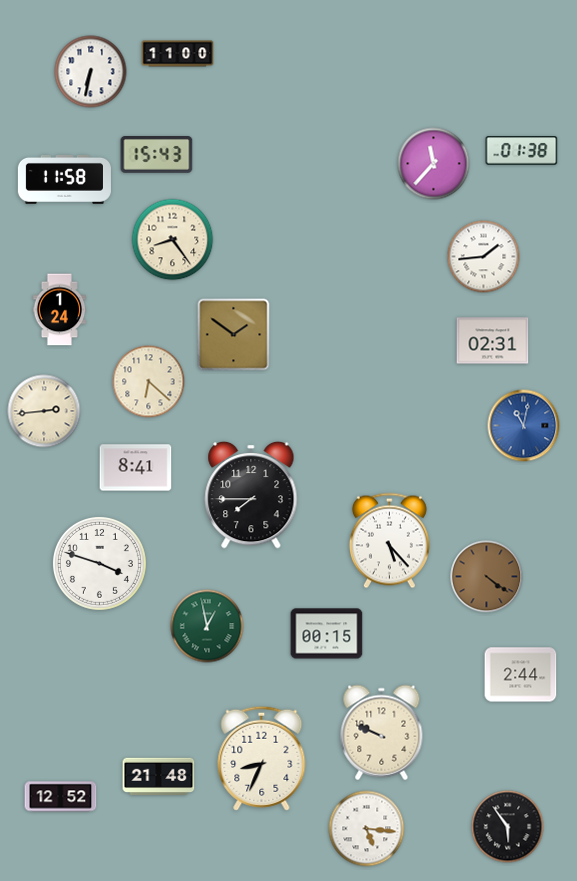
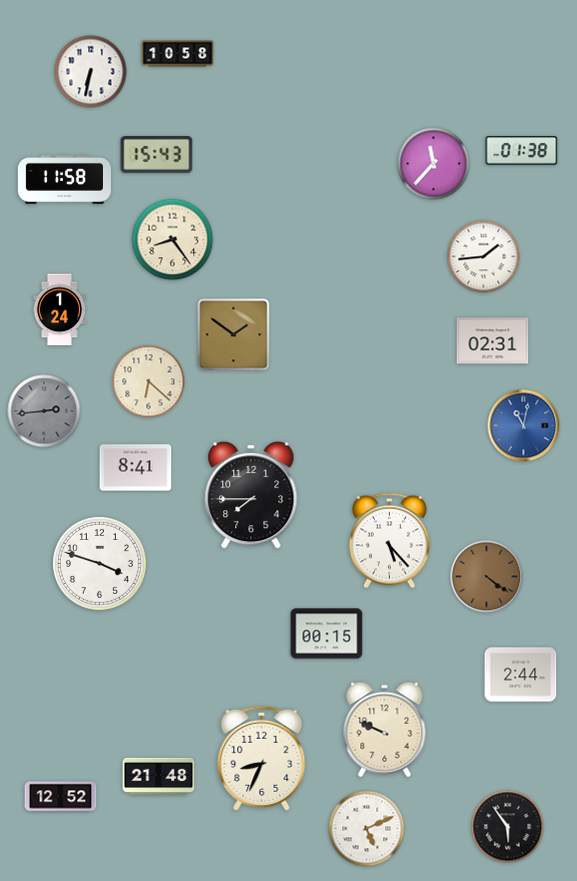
clock at (178, 54): 11:00 -> 10:58
clock at (44, 411) dial: cream -> grey
clock at (207, 626): 12:58 -> none
clock at (382, 733) position: (382, 733) -> (385, 730)
clock at (367, 829): 5:16 -> 5:11
